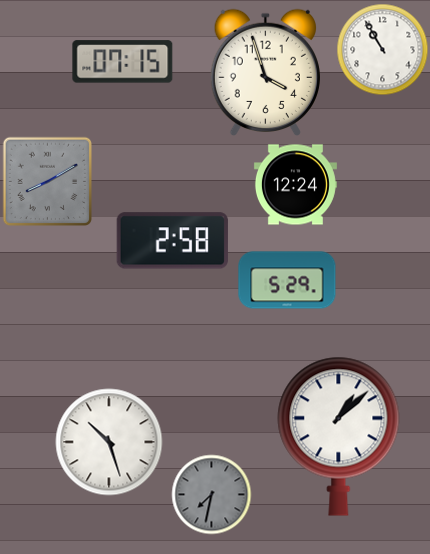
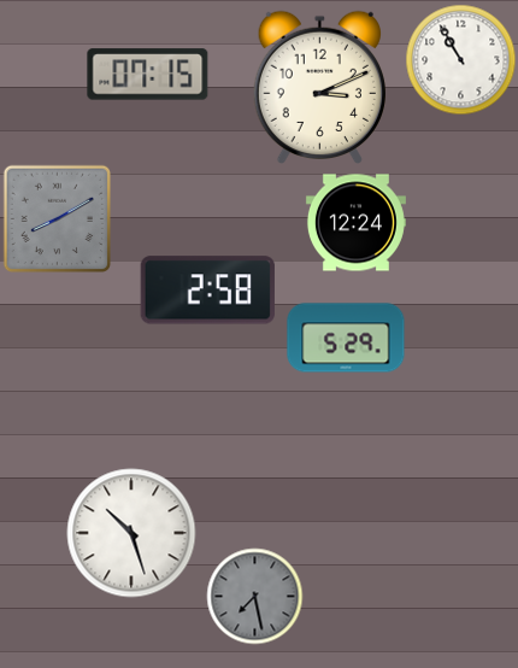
clock at (265, 73): 3:57 -> 3:11
clock at (339, 436): 1:08 -> none
clock at (212, 495): 7:32 -> 7:28
